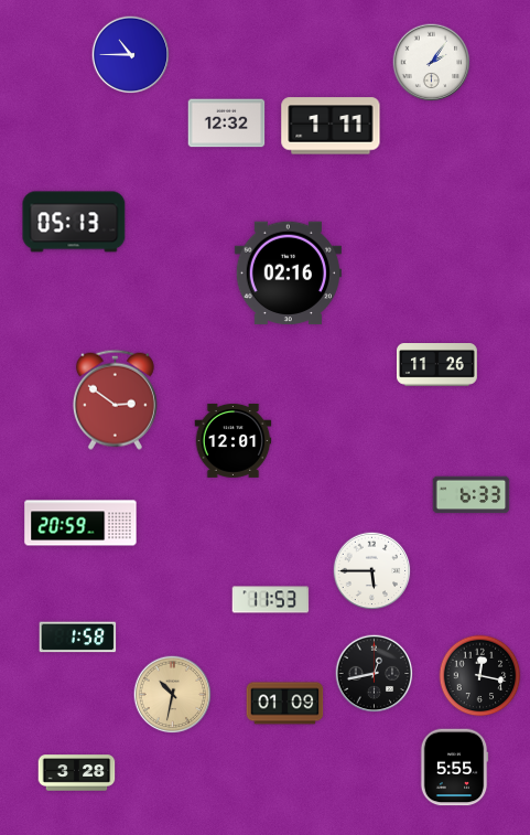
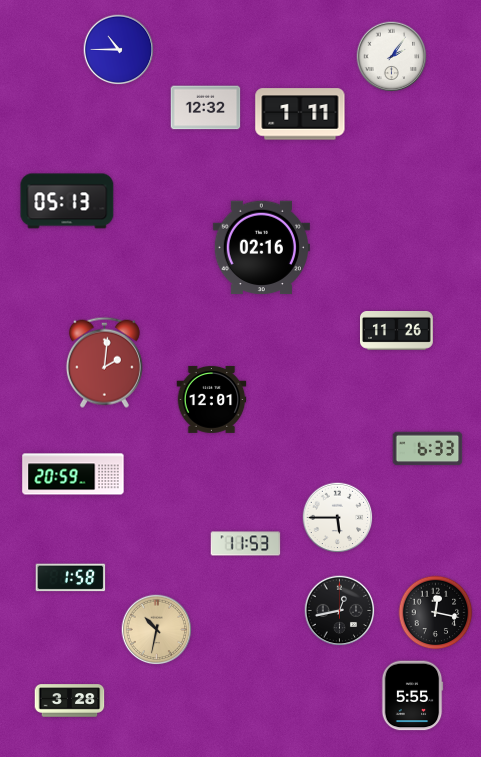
clock at (227, 124) position: (227, 124) -> (206, 108)
clock at (115, 399): 2:51 -> 2:01
clock at (285, 704): 01:09 -> none
